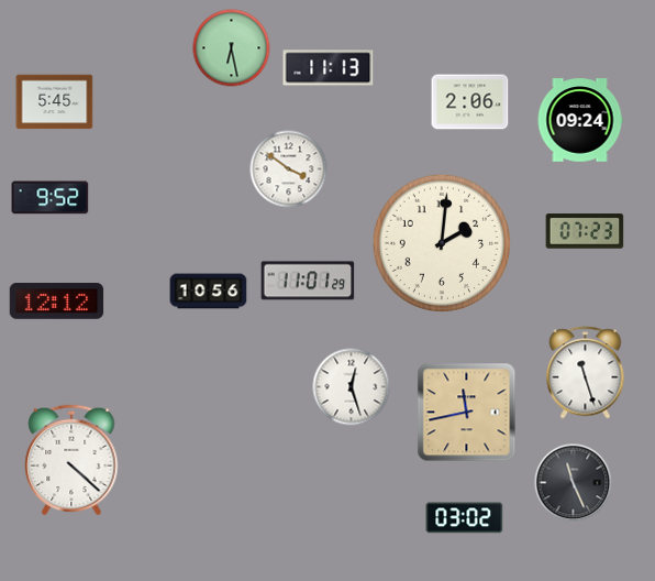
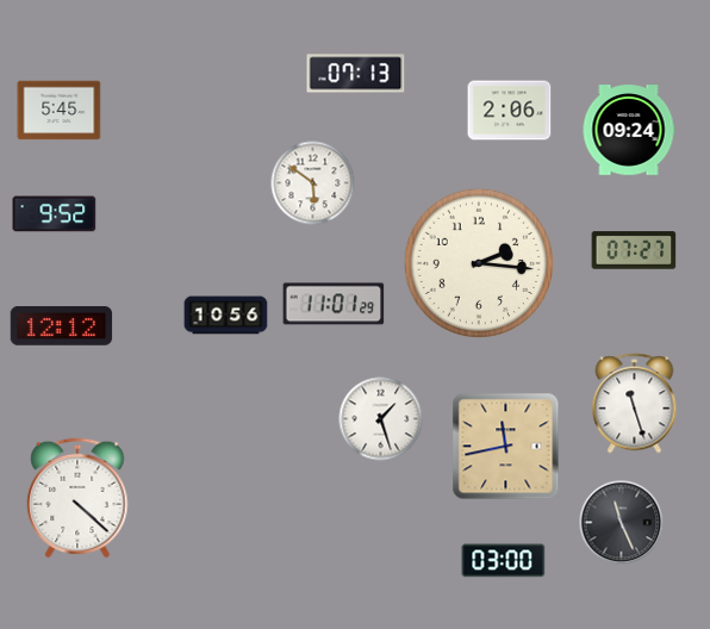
clock at (232, 48): 6:28 -> none
clock at (329, 68): 11:13 -> 07:13
clock at (289, 169): 3:51 -> 5:51
clock at (585, 231): 07:23 -> 07:27
clock at (442, 243): 2:01 -> 2:16
clock at (352, 387): 12:27 -> 1:27
clock at (465, 518): 03:02 -> 03:00
